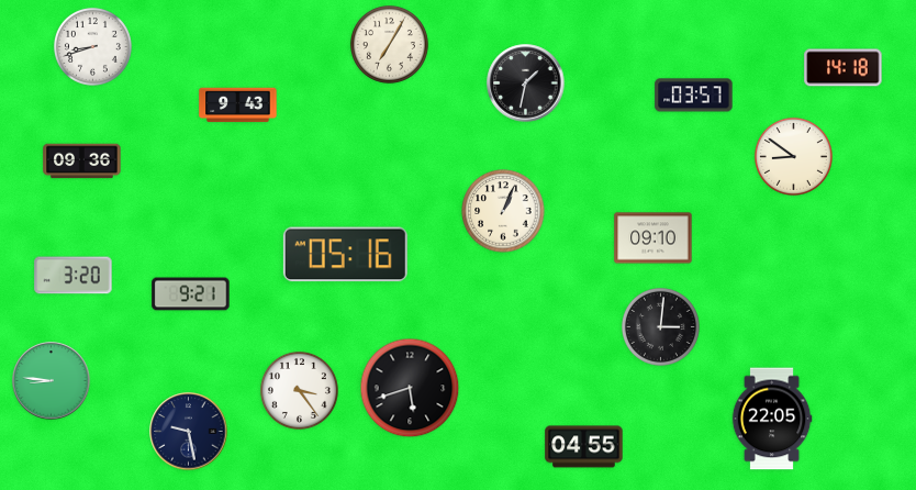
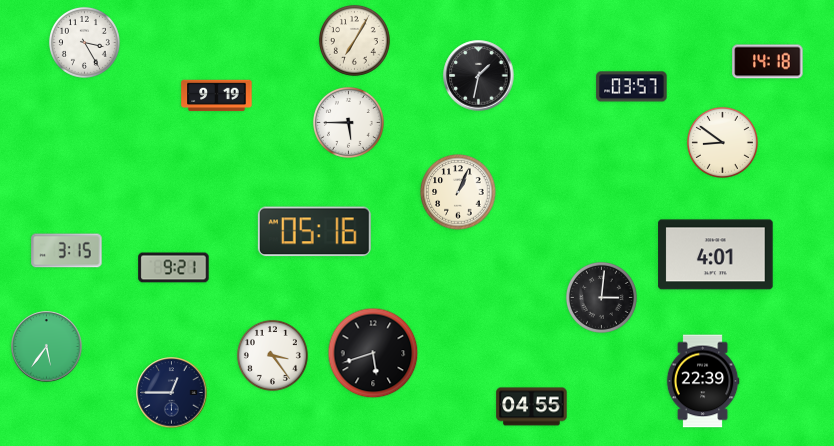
clock at (92, 46): 8:42 -> 3:25
clock at (238, 105): 9:43 -> 9:19
clock at (348, 122): none -> 5:45
clock at (82, 162): 09:36 -> none
clock at (654, 238): 09:10 -> none
clock at (74, 276): 3:20 -> 3:15
clock at (716, 255): none -> 4:01
clock at (52, 381): 8:46 -> 5:36
clock at (772, 419): 22:05 -> 22:39
clock at (189, 432): 9:28 -> 12:45
